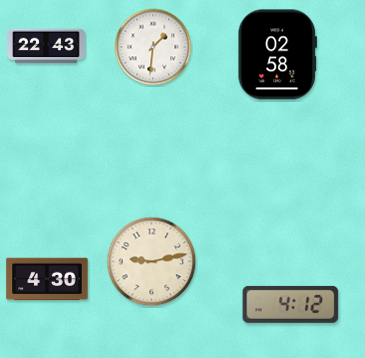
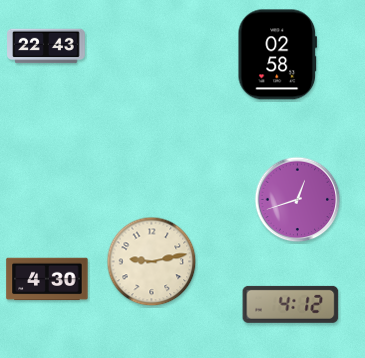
clock at (153, 47): 1:31 -> none
clock at (298, 200): none -> 12:42
